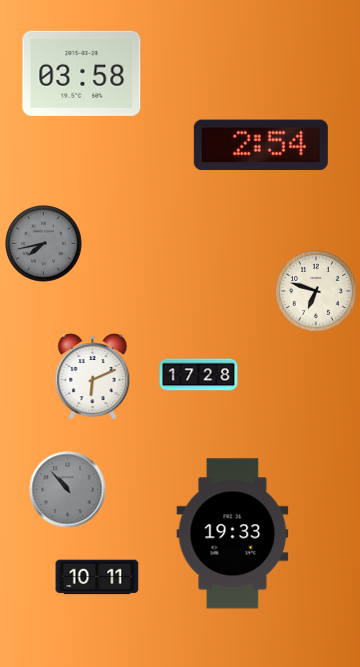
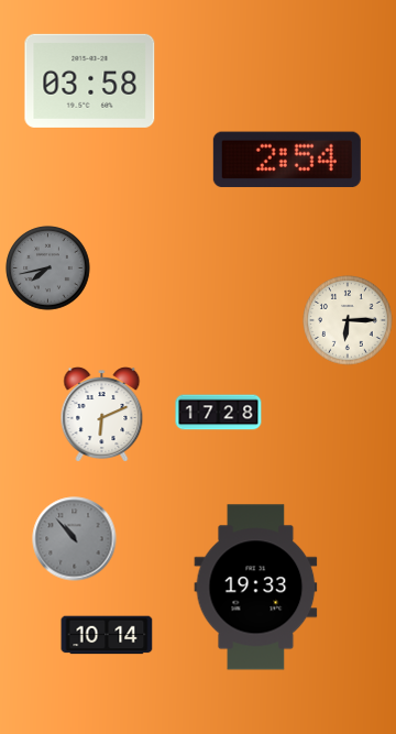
clock at (317, 292): 6:48 -> 6:15
clock at (97, 577): 10:11 -> 10:14
